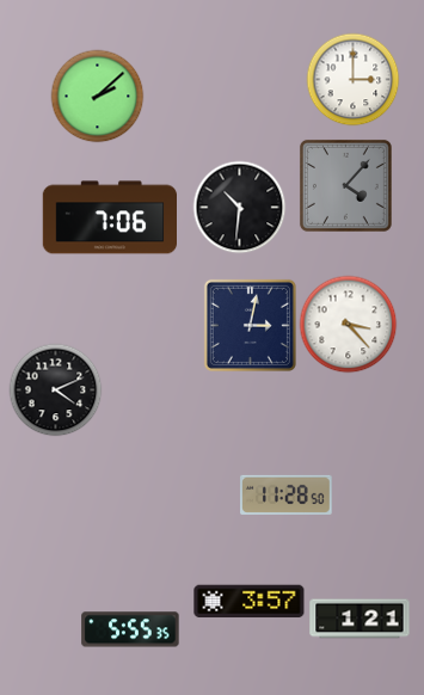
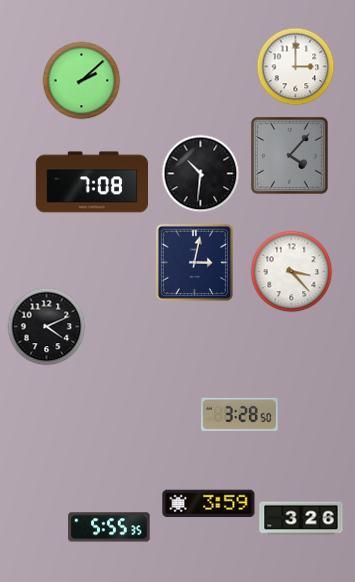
clock at (109, 217): 7:06 -> 7:08
clock at (250, 325) position: (250, 325) -> (194, 262)
clock at (287, 494): 11:28 -> 3:28
clock at (250, 602): 3:57 -> 3:59
clock at (360, 619): 1:21 -> 3:26
